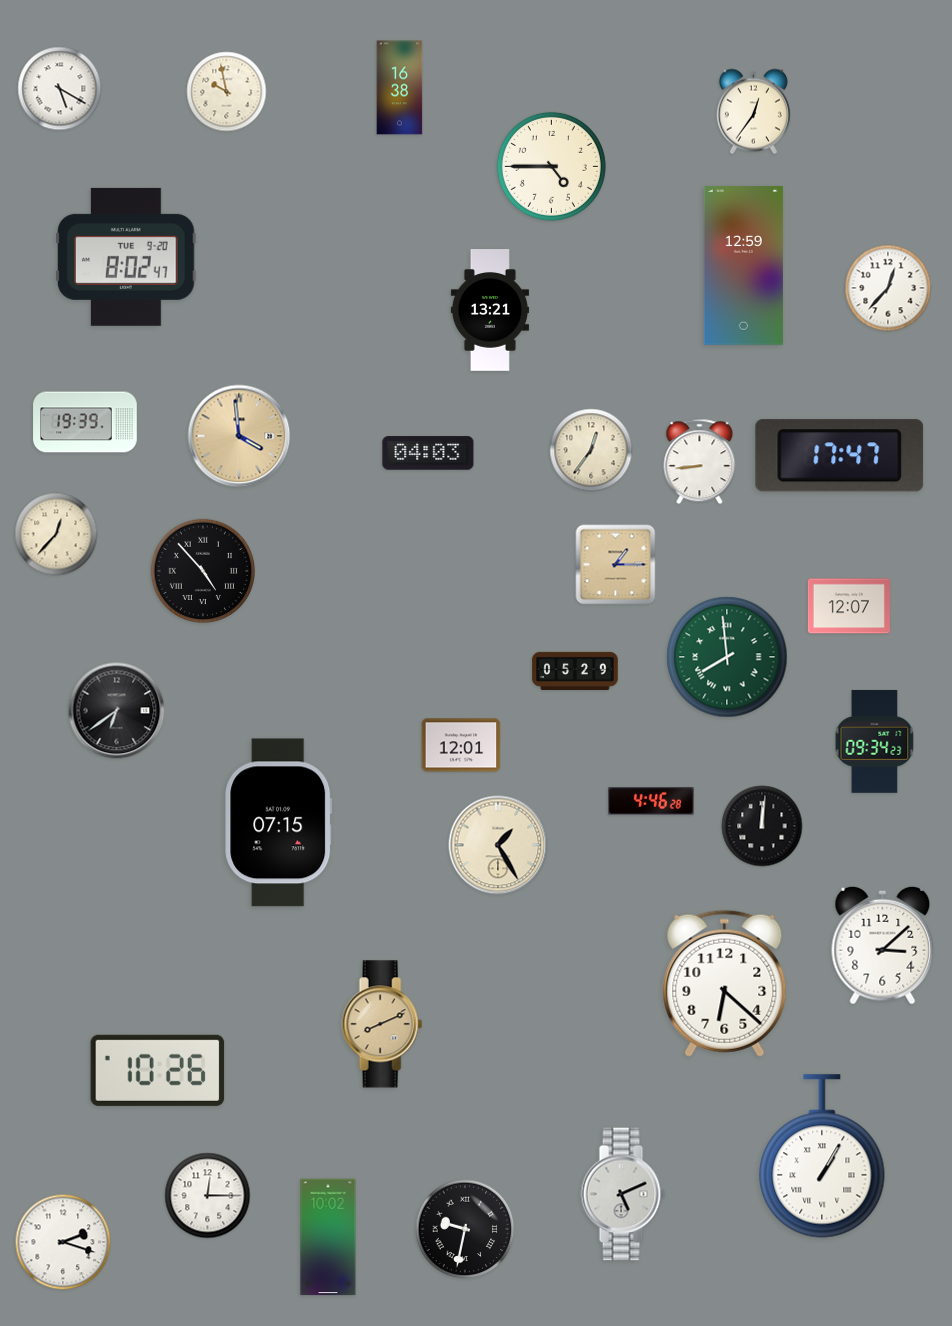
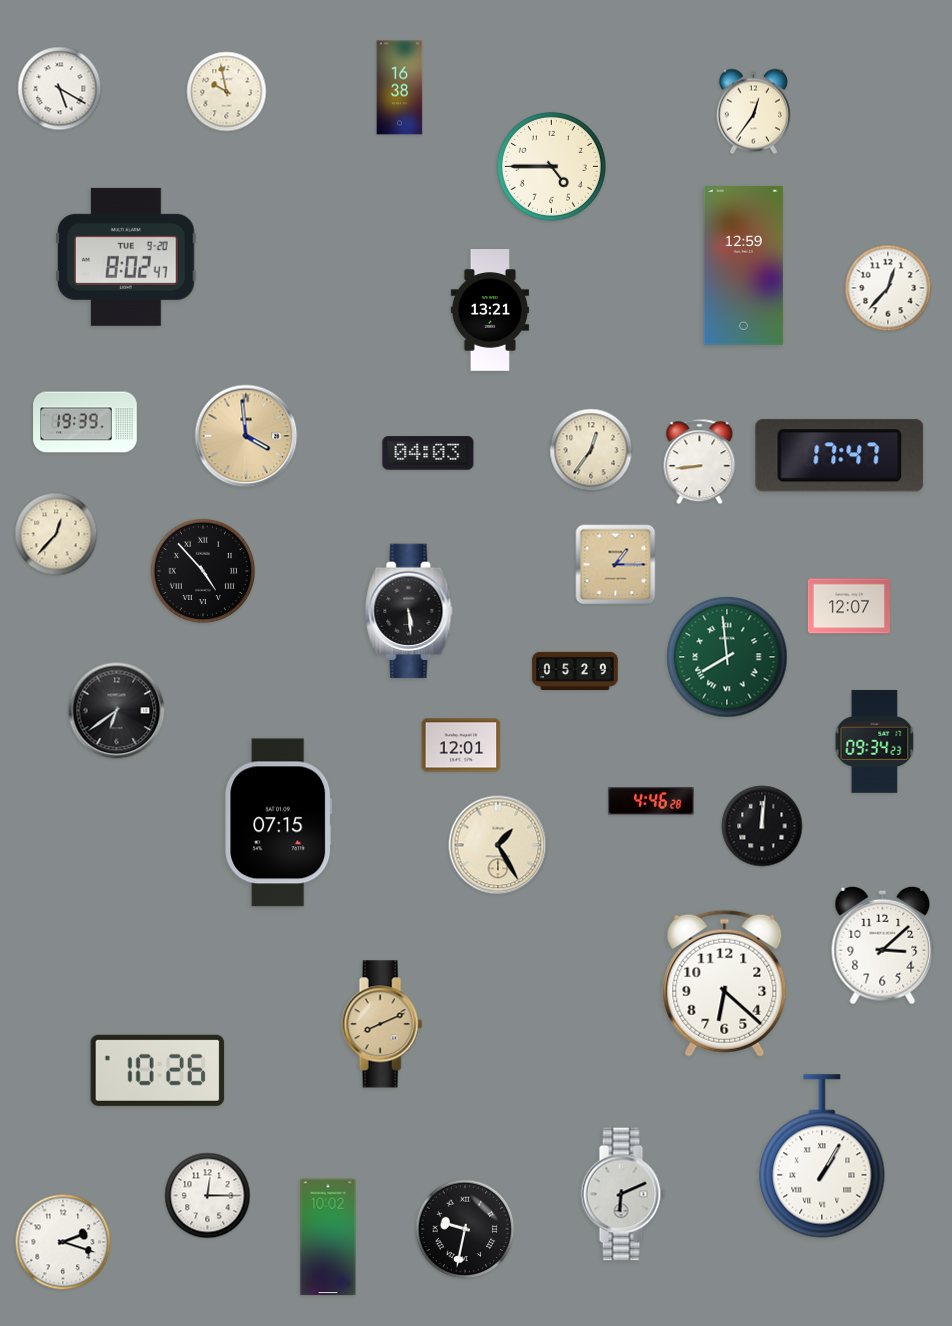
clock at (239, 436) position: (239, 436) -> (246, 436)
clock at (409, 611): none -> 5:29
clock at (623, 1194): 5:11 -> 6:11
